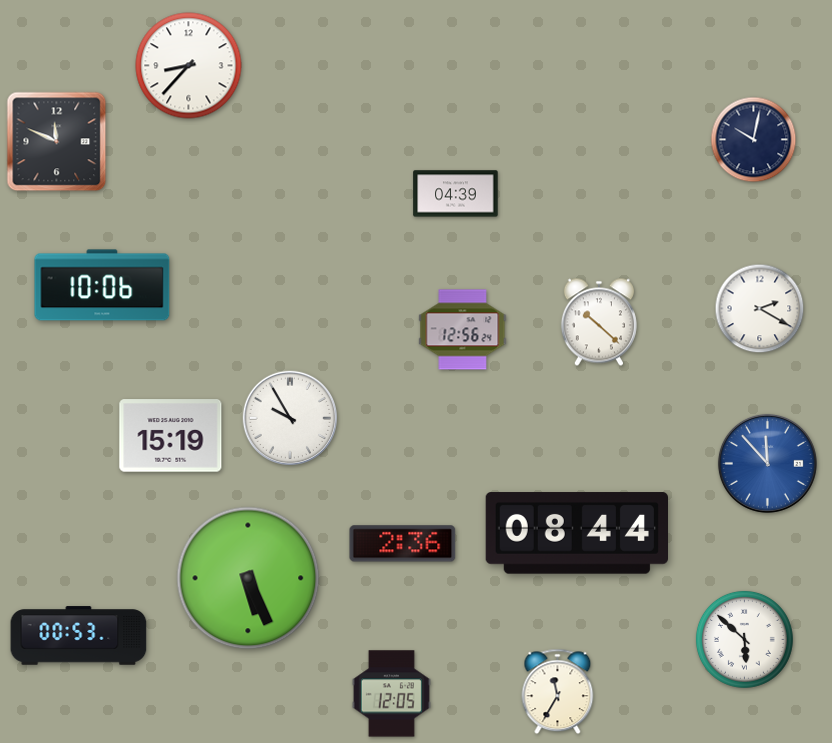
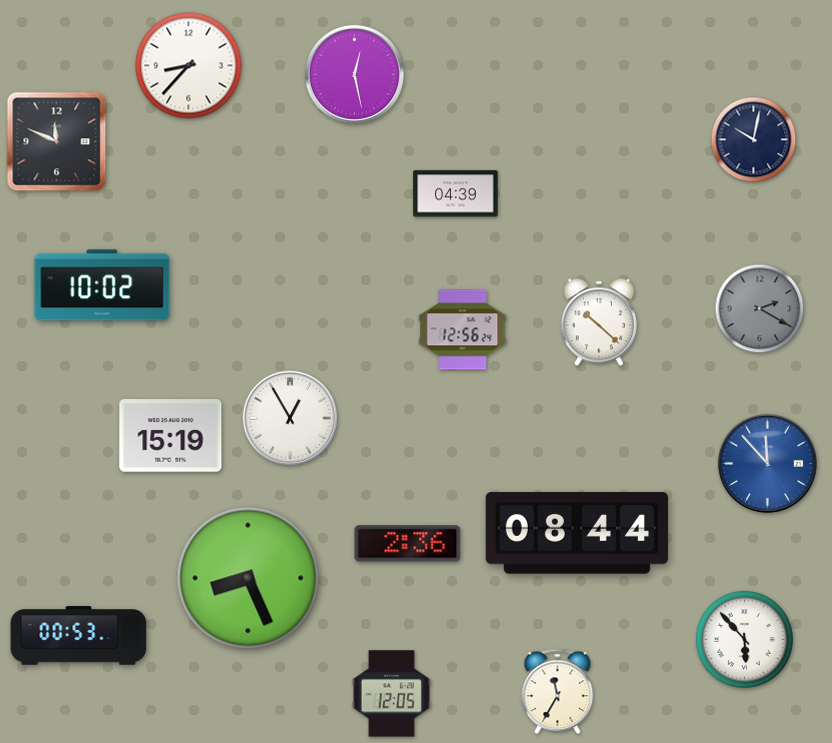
clock at (354, 74): none -> 12:28
clock at (102, 285): 10:06 -> 10:02
clock at (760, 309) dial: white -> grey
clock at (289, 417): 9:55 -> 12:55
clock at (403, 544) position: (403, 544) -> (408, 544)
clock at (248, 578): 5:26 -> 8:26
clock at (744, 639): 5:52 -> 5:53
